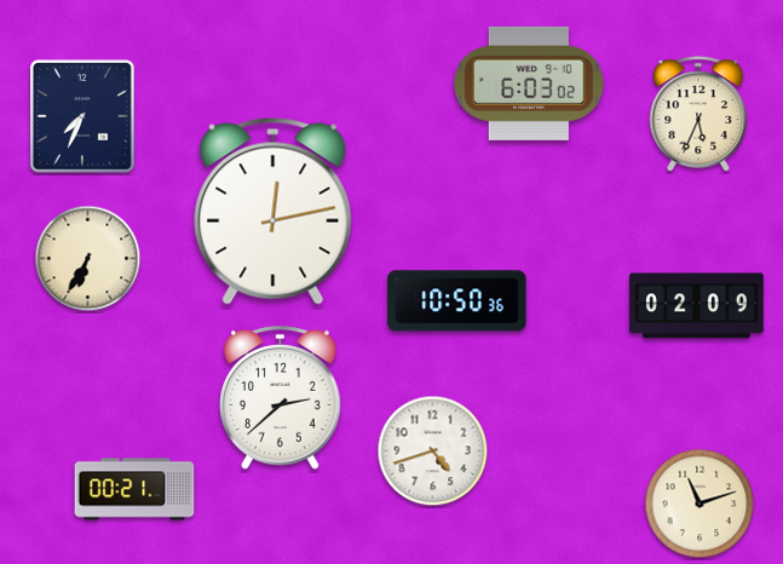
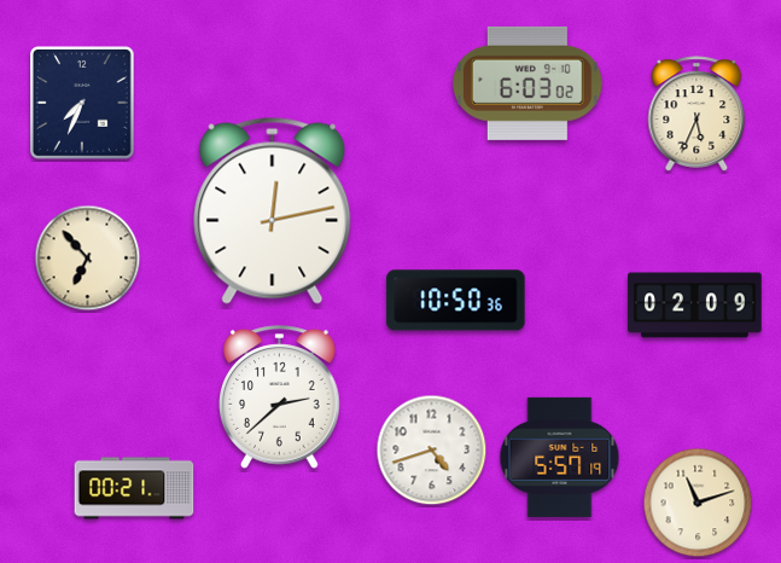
clock at (84, 117) position: (84, 117) -> (83, 104)
clock at (88, 259): 6:35 -> 6:53
clock at (560, 457): none -> 5:57
